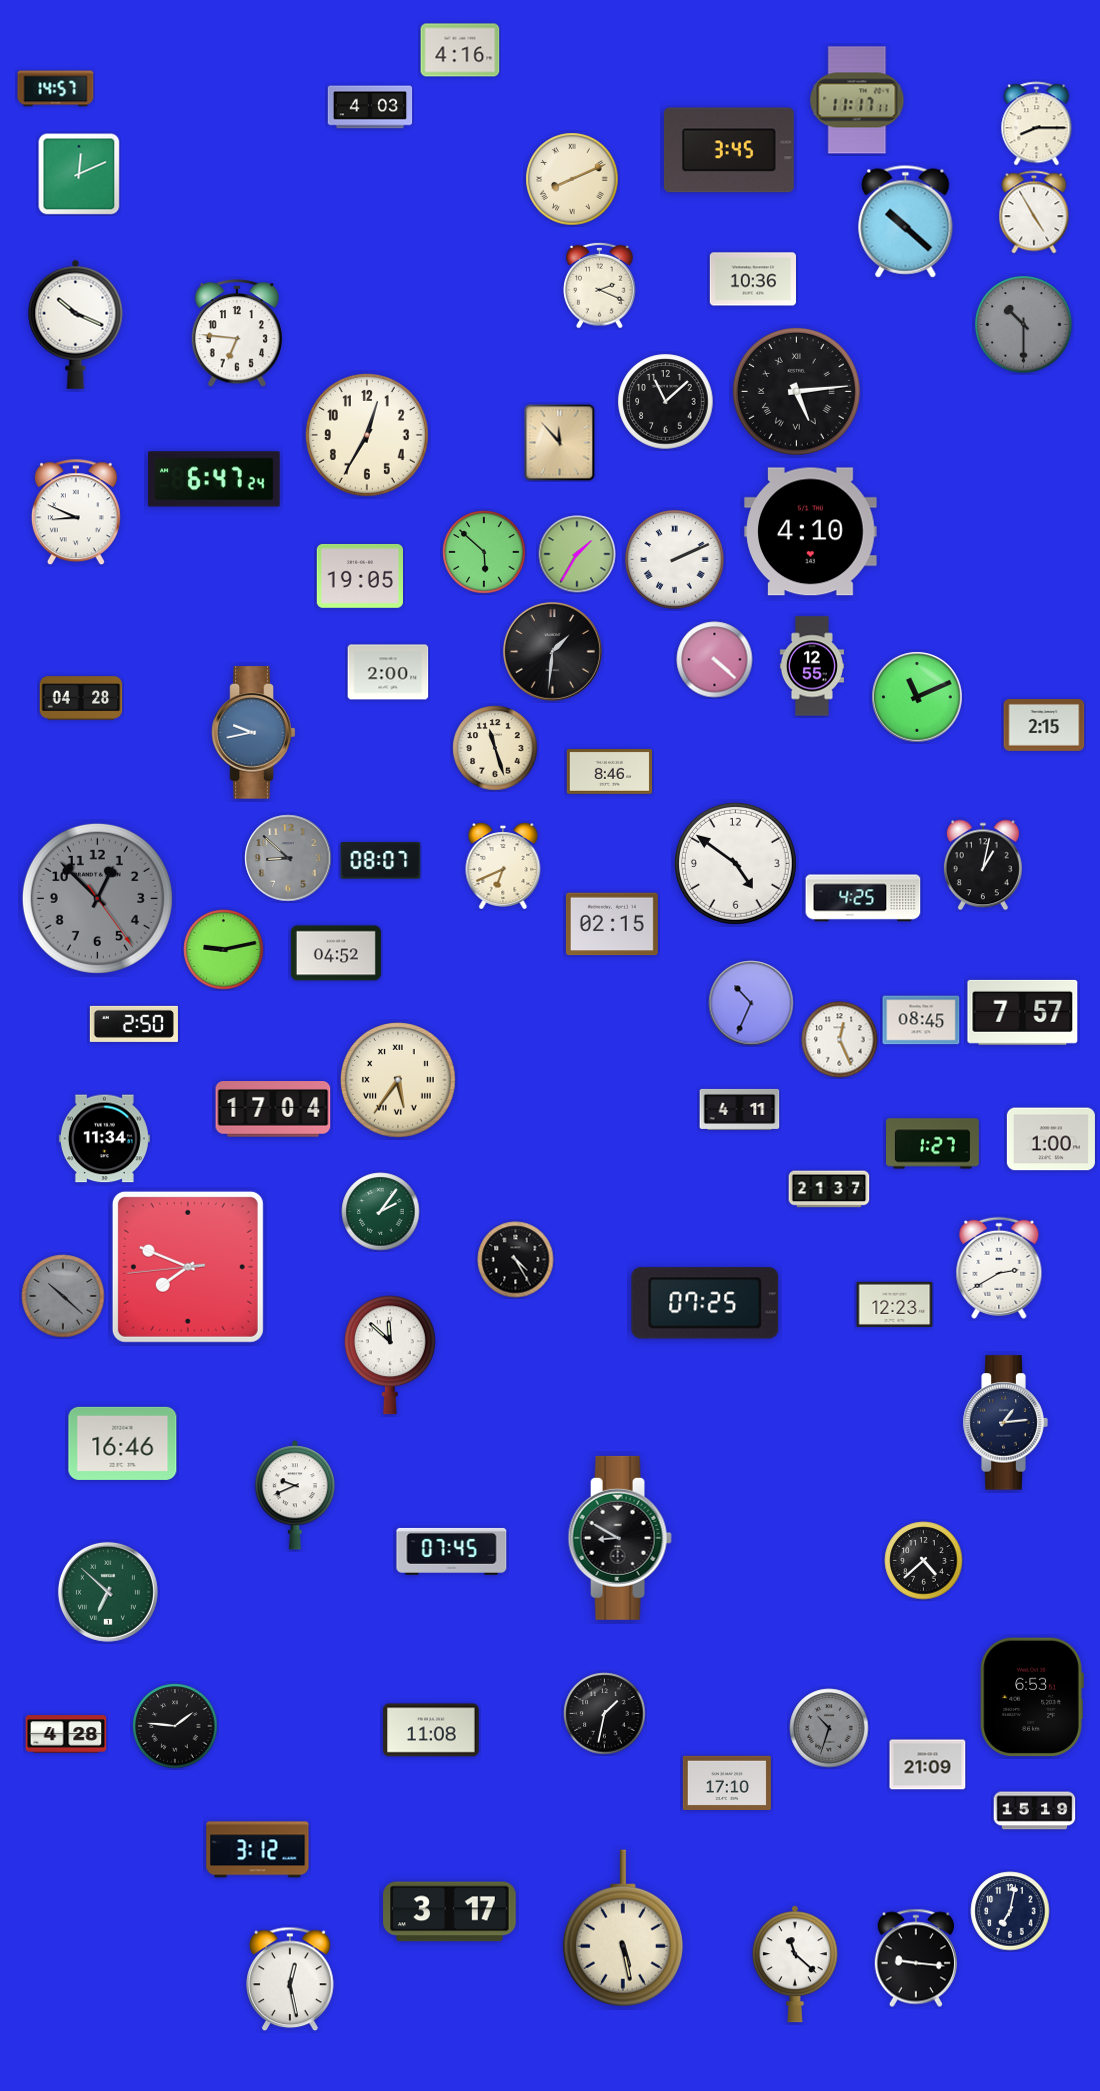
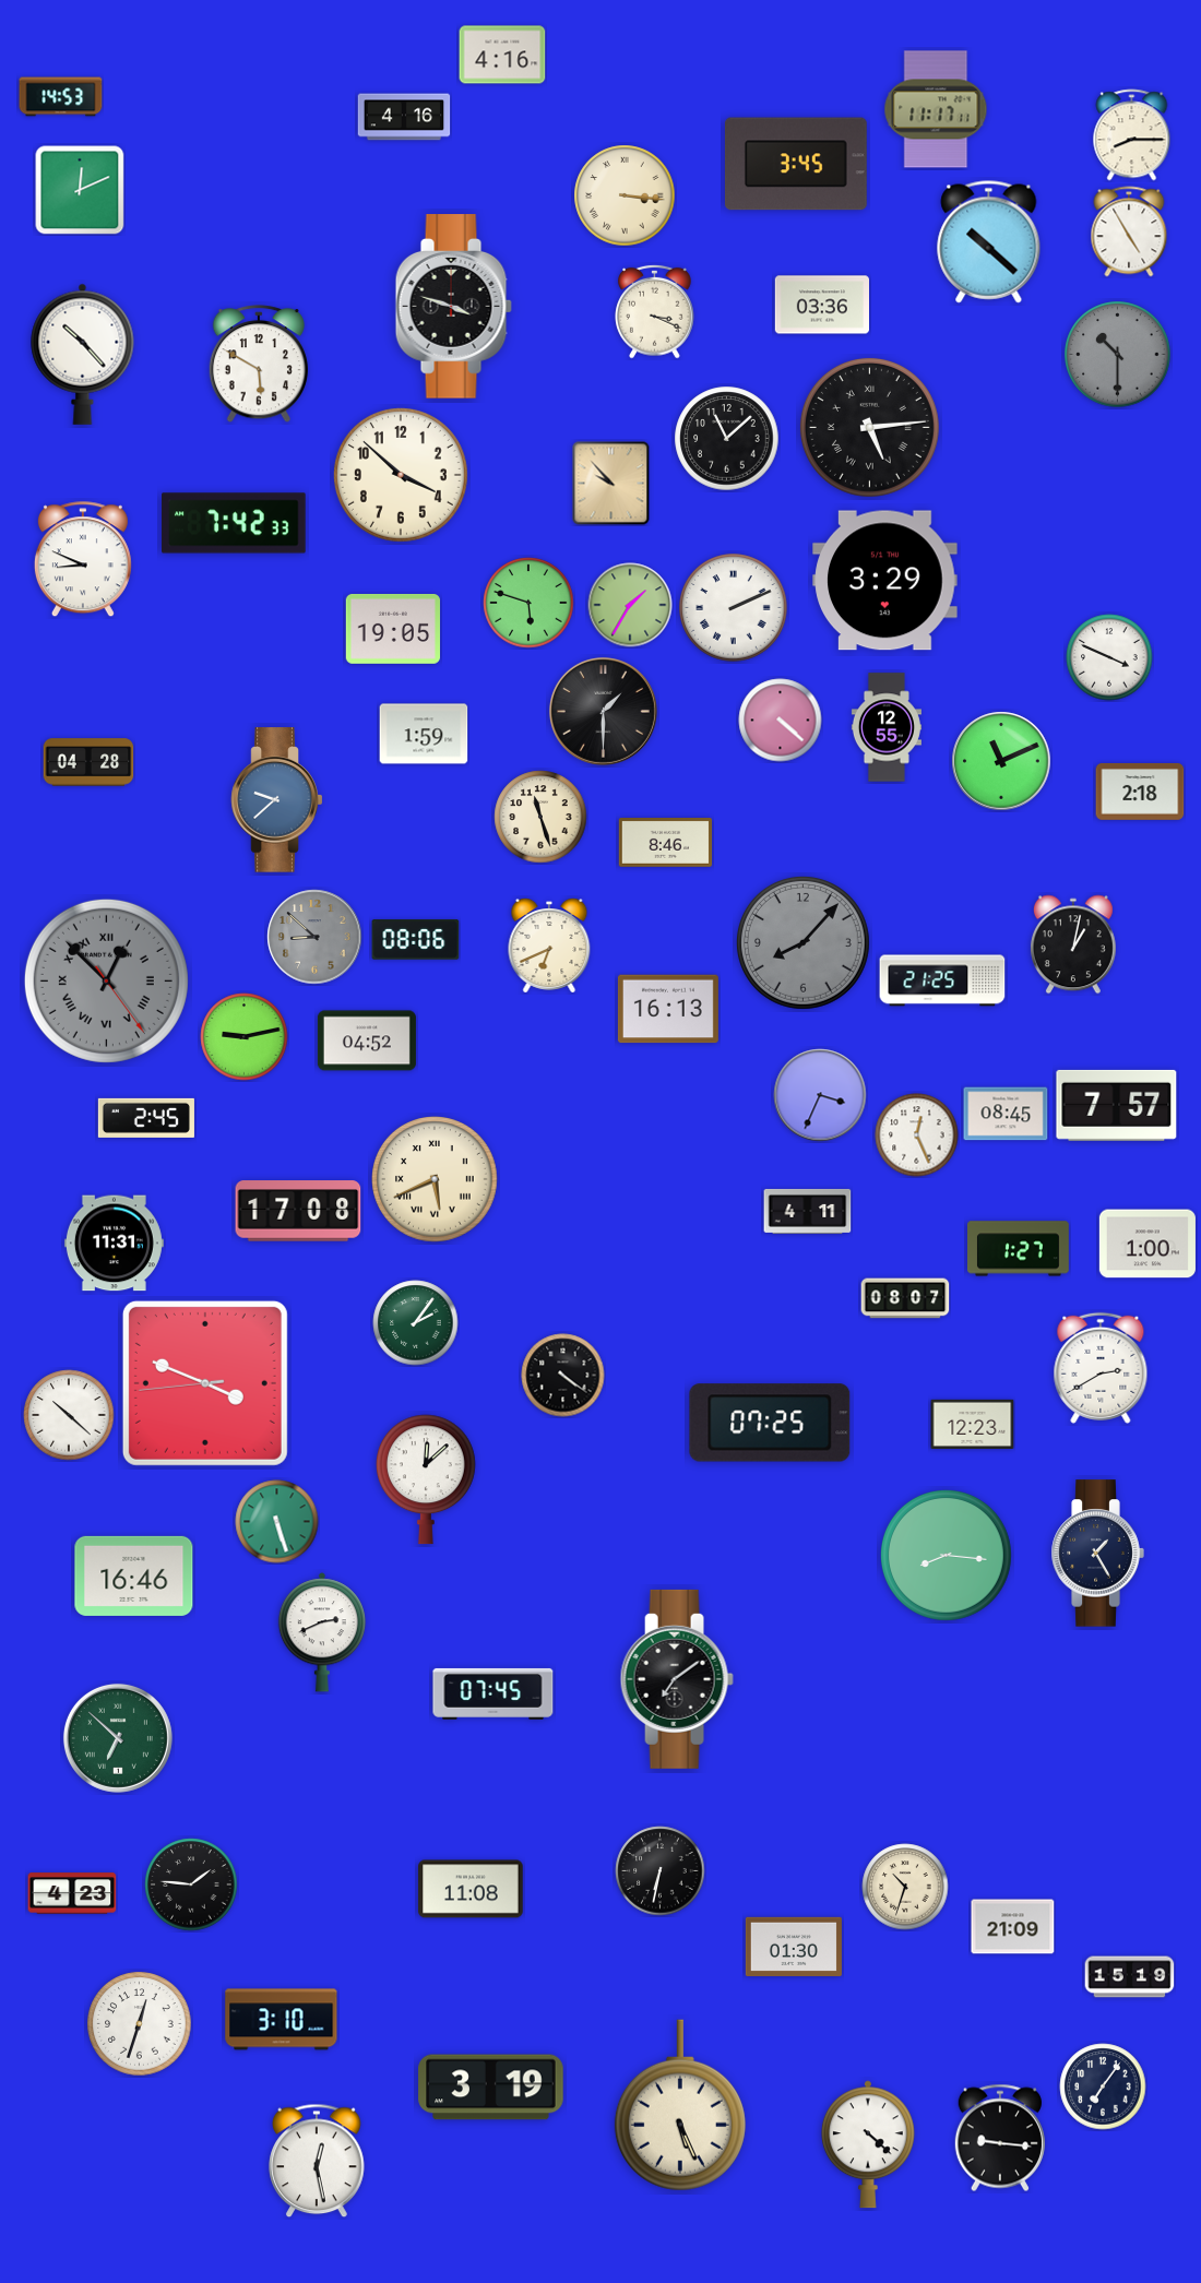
clock at (56, 89): 14:57 -> 14:53
clock at (370, 107): 4:03 -> 4:16
clock at (79, 174) position: (79, 174) -> (80, 190)
clock at (572, 179): 8:11 -> 3:16
clock at (752, 279): 10:36 -> 03:36
clock at (453, 307): none -> 3:48
clock at (600, 285): 2:19 -> 3:19
clock at (76, 324): 10:19 -> 10:23
clock at (237, 334): 6:46 -> 5:50
clock at (367, 435): 12:35 -> 3:52
clock at (560, 443): 11:53 -> 9:53
clock at (214, 479): 6:47 -> 7:42
clock at (811, 532): 4:10 -> 3:29
clock at (484, 552): 5:52 -> 5:48
clock at (675, 560) position: (675, 560) -> (734, 608)
clock at (1109, 657): none -> 3:49
clock at (552, 651): 1:31 -> 1:30
clock at (388, 672): 2:00 -> 1:59
clock at (1044, 725): 2:15 -> 2:18
clock at (254, 733): 9:43 -> 9:38
clock at (381, 861): 08:07 -> 08:06
clock at (735, 863): 4:51 -> 8:07
clock at (735, 863) dial: white -> grey
clock at (97, 898) numerals: Arabic -> Roman
clock at (863, 898): 4:25 -> 21:25
clock at (612, 924): 02:15 -> 16:13
clock at (751, 1003): 10:34 -> 3:34
clock at (134, 1024): 2:50 -> 2:45
clock at (399, 1081): 5:36 -> 5:41
clock at (273, 1109): 17:04 -> 17:08
clock at (104, 1139): 11:34 -> 11:31
clock at (829, 1189): 21:37 -> 08:07
clock at (516, 1260): 4:25 -> 4:21
clock at (188, 1267): 7:48 -> 3:48
clock at (999, 1268) position: (999, 1268) -> (1101, 1368)
clock at (63, 1296) dial: grey -> white
clock at (895, 1304) position: (895, 1304) -> (973, 1424)
clock at (390, 1355): 11:52 -> 12:08
clock at (277, 1522): none -> 5:27
clock at (1005, 1423): 1:14 -> 1:25
clock at (946, 1555): none -> 8:16
clock at (295, 1495): 9:41 -> 2:41
clock at (620, 1538): 8:50 -> 7:09
clock at (924, 1561): 4:38 -> none
clock at (1032, 1697): 6:53 -> none
clock at (605, 1714): 1:32 -> 6:32
clock at (829, 1728) dial: grey -> cream
clock at (66, 1734): 4:28 -> 4:23
clock at (727, 1782): 17:10 -> 01:30
clock at (258, 1850): 3:12 -> 3:10
clock at (140, 2024): none -> 12:33
clock at (1010, 1911): 7:02 -> 7:06
clock at (450, 1912): 3:17 -> 3:19
clock at (623, 1928): 5:28 -> 5:26
clock at (795, 1964): 11:22 -> 4:22
